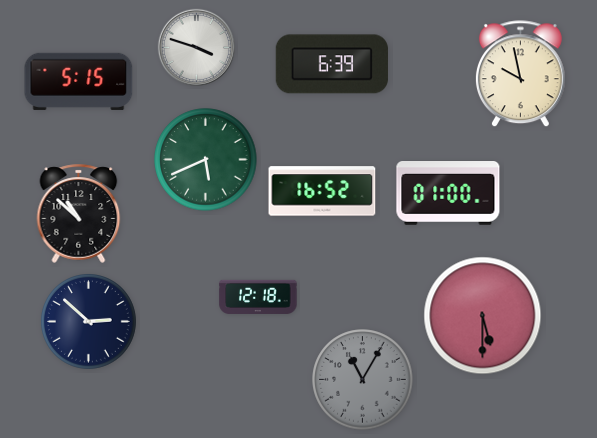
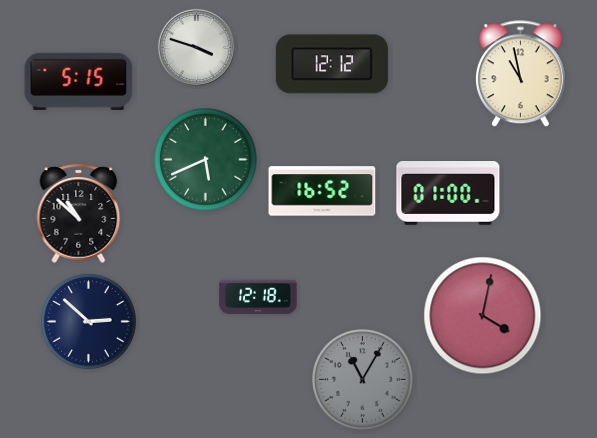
clock at (332, 64): 6:39 -> 12:12
clock at (520, 74): 9:58 -> 10:58
clock at (483, 316): 5:30 -> 4:02
